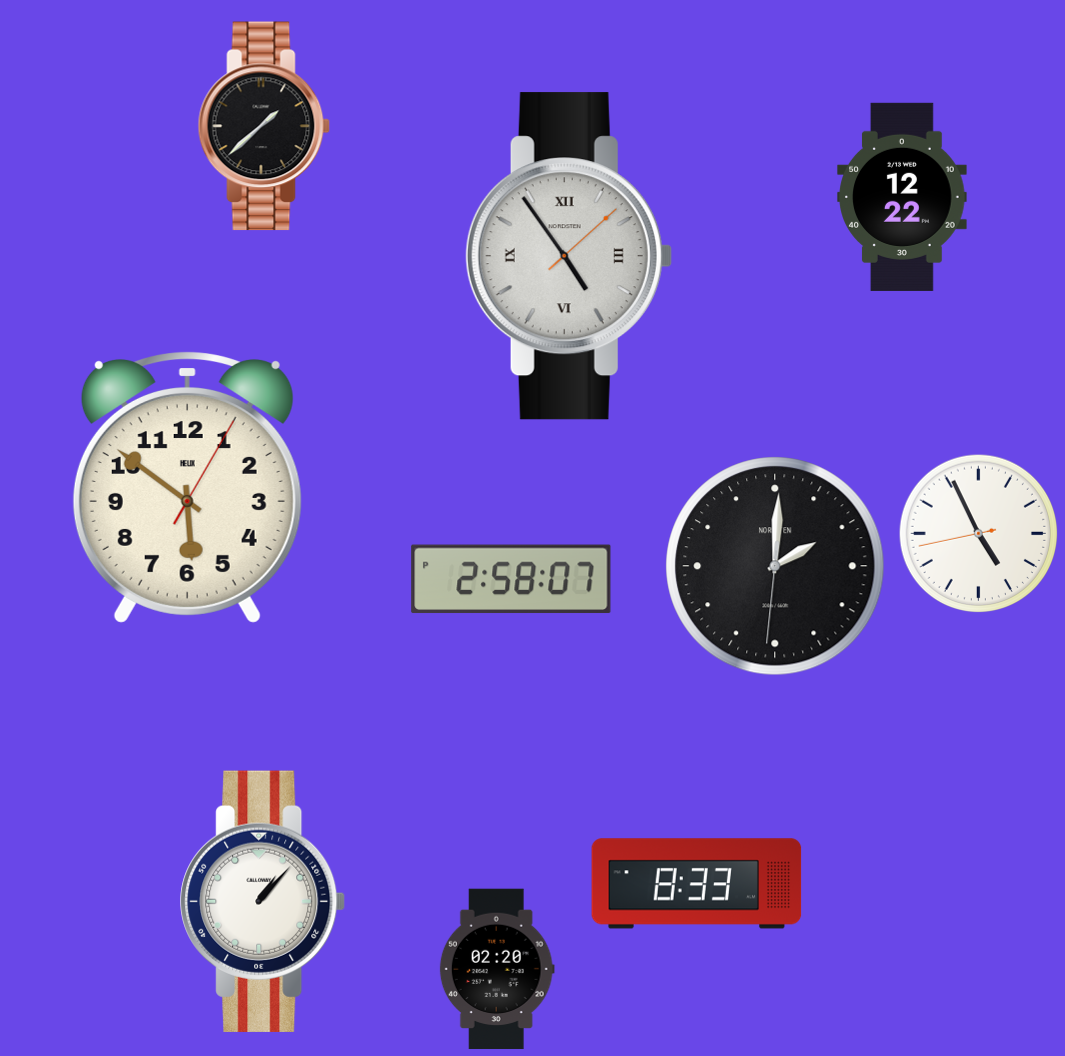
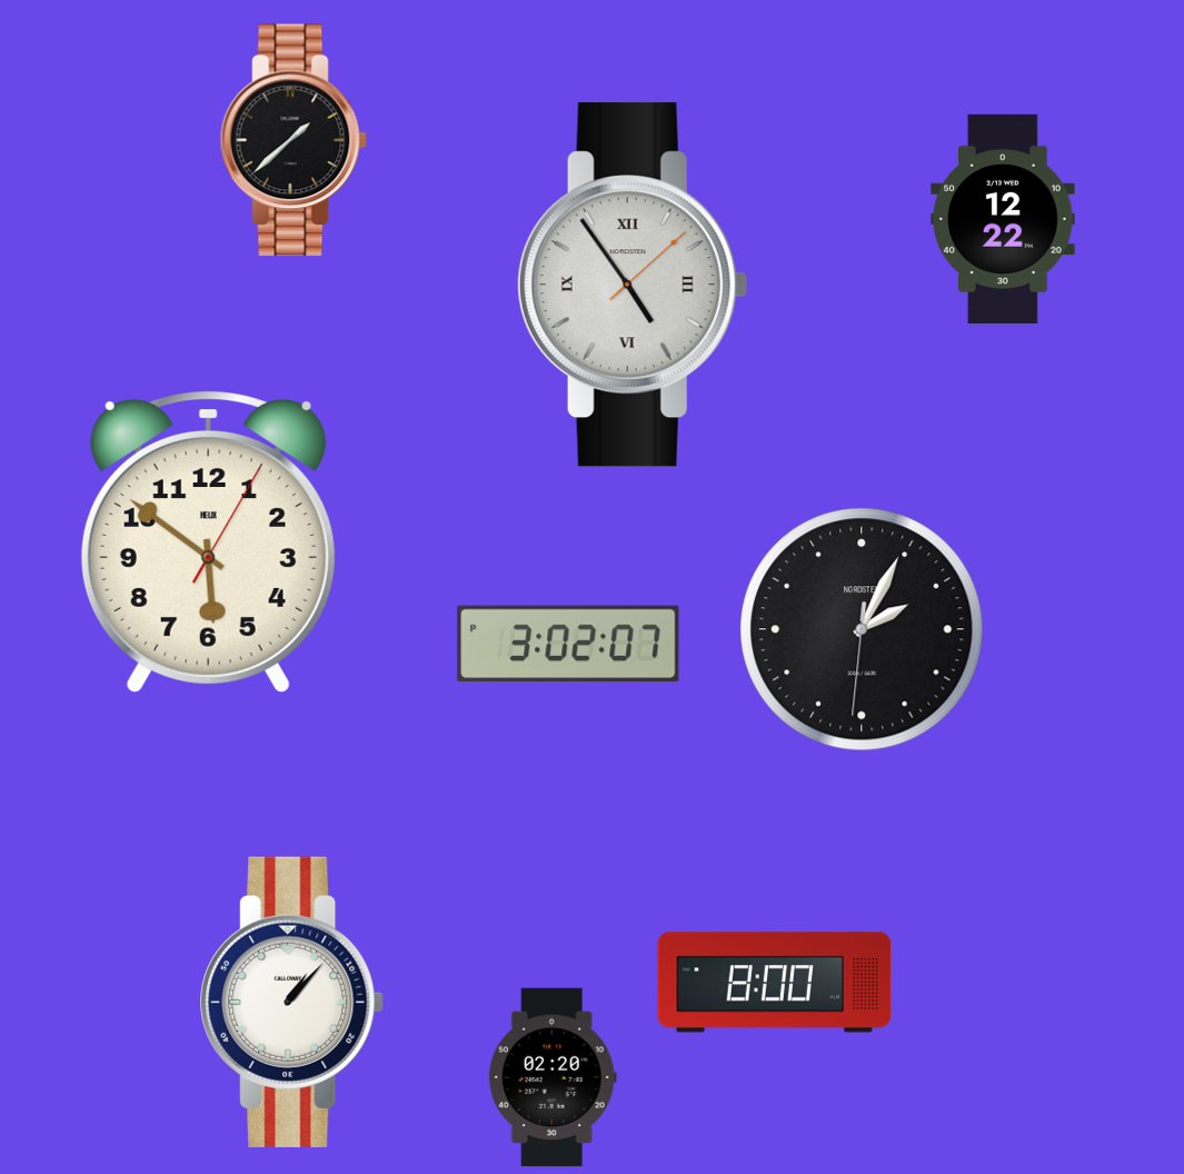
clock at (979, 534): 4:55 -> none
clock at (775, 566): 2:00 -> 2:04
clock at (511, 579): 2:58 -> 3:02
clock at (697, 884): 8:33 -> 8:00
